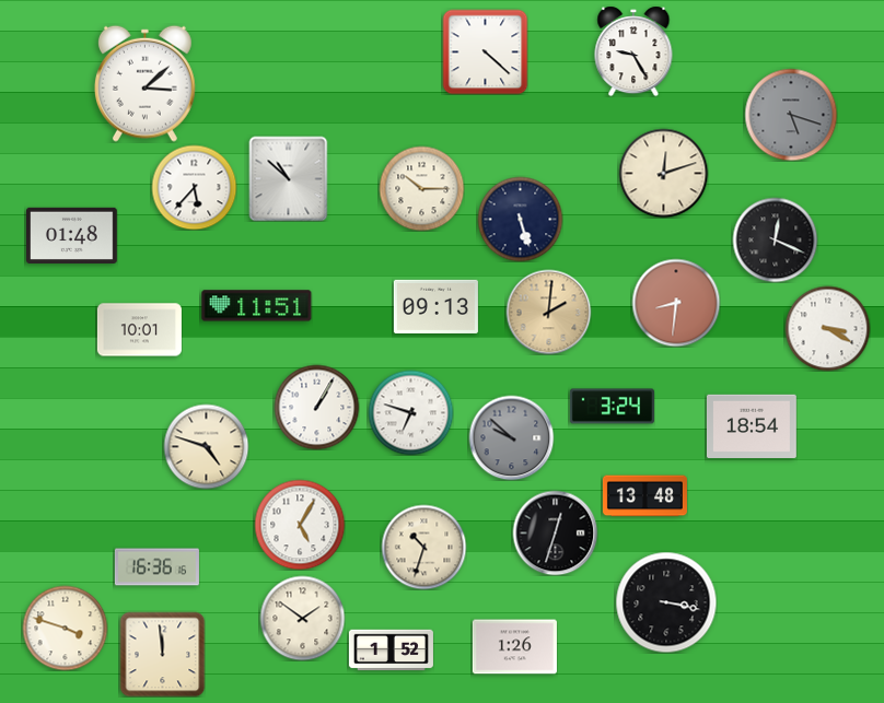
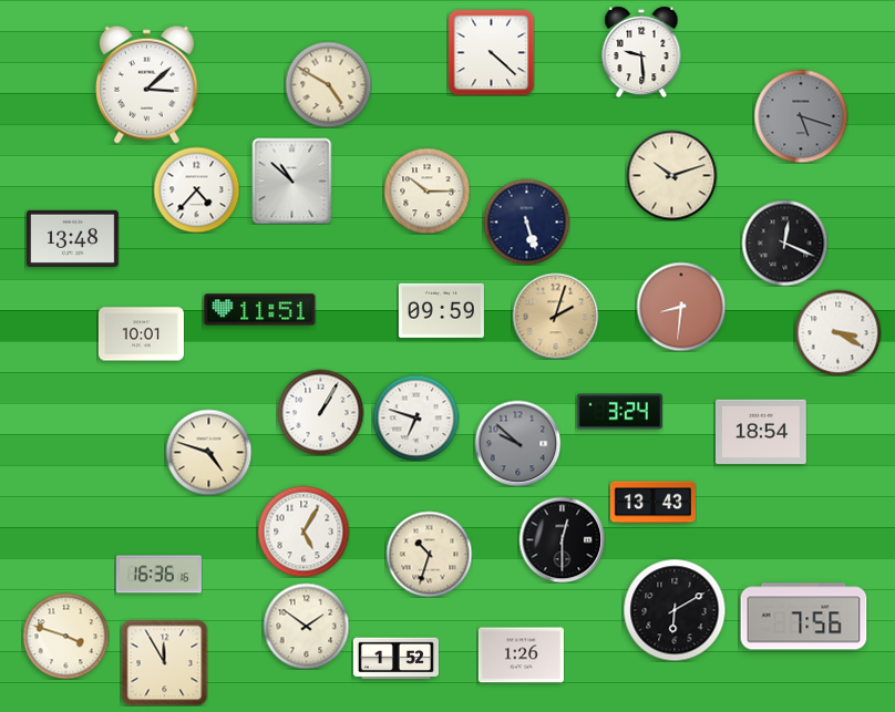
clock at (633, 51): 9:25 -> 9:29
clock at (328, 84): none -> 4:50
clock at (663, 173): 12:12 -> 10:12
clock at (194, 187): 5:37 -> 4:37
clock at (72, 235): 01:48 -> 13:48
clock at (676, 303) position: (676, 303) -> (681, 307)
clock at (435, 306): 09:13 -> 09:59
clock at (548, 312): 2:01 -> 2:03
clock at (644, 496): 13:48 -> 13:43
clock at (555, 532): 12:33 -> 12:30
clock at (666, 602): 3:17 -> 6:10
clock at (804, 617): none -> 7:56
clock at (162, 654): 11:59 -> 11:55
